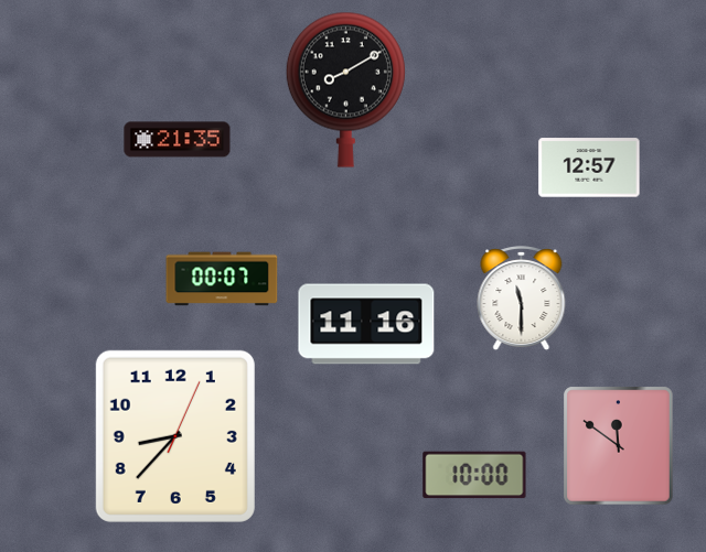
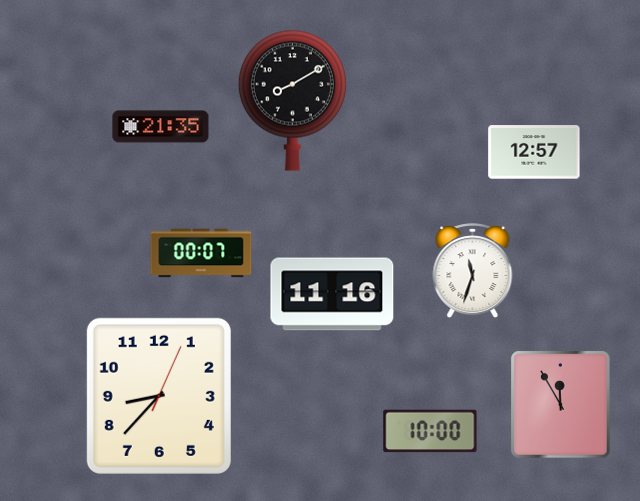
clock at (345, 89) position: (345, 89) -> (292, 100)
clock at (522, 299): 11:30 -> 11:33
clock at (619, 446): 11:51 -> 11:55
